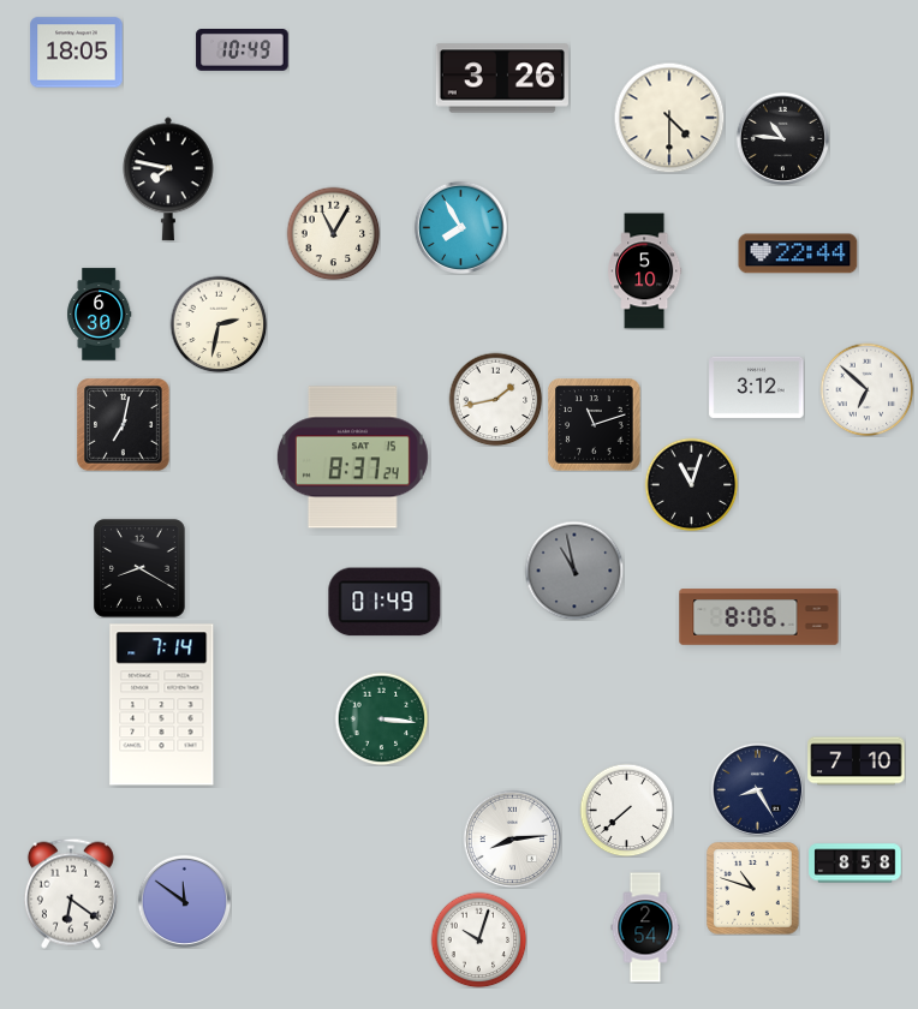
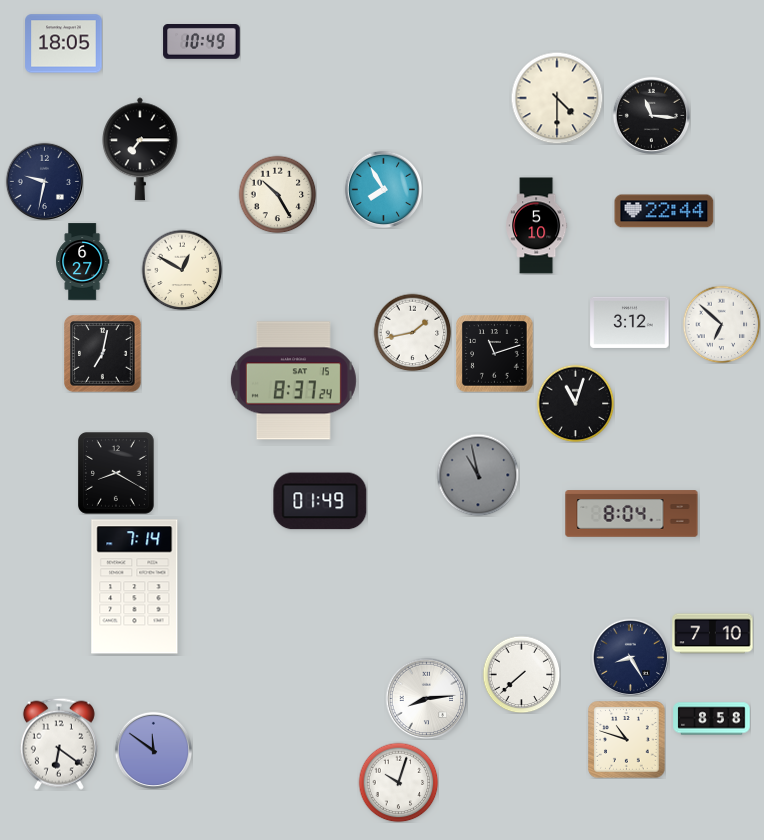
clock at (502, 78): 3:26 -> none
clock at (782, 138): 10:46 -> 11:16
clock at (169, 179): 7:47 -> 7:15
clock at (44, 181): none -> 9:32
clock at (333, 233): 11:05 -> 10:25
clock at (100, 315): 6:30 -> 6:27
clock at (219, 324): 2:32 -> 12:50
clock at (759, 617): 8:06 -> 8:04
clock at (381, 718): 3:16 -> none
clock at (645, 927): 2:54 -> none
